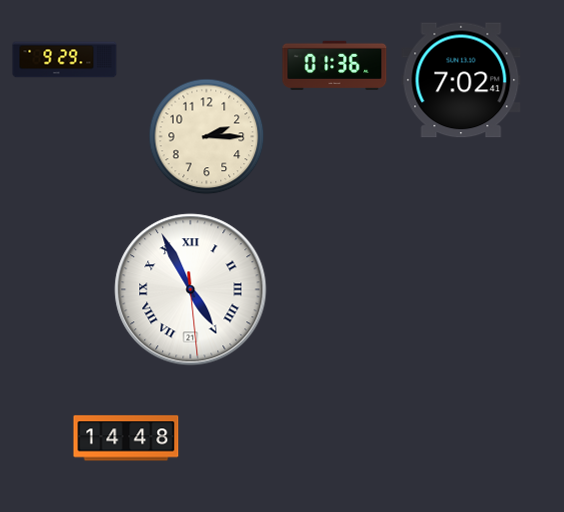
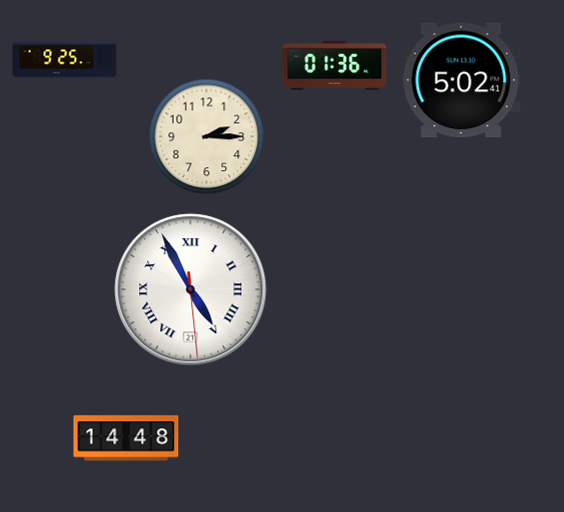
clock at (65, 60): 9:29 -> 9:25
clock at (461, 80): 7:02 -> 5:02
